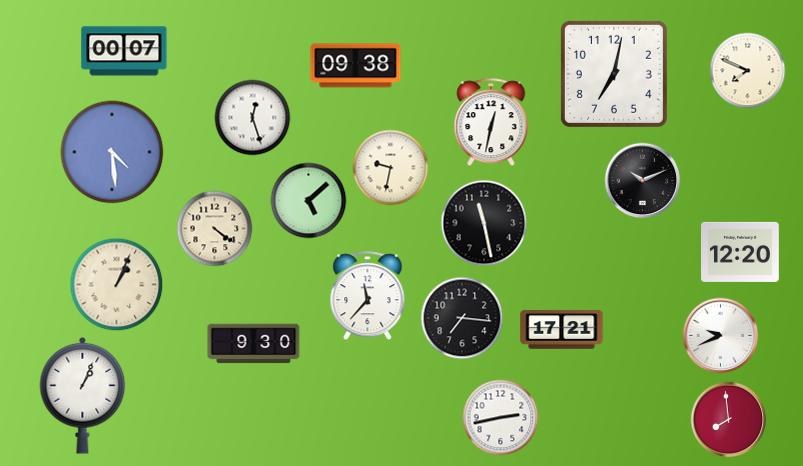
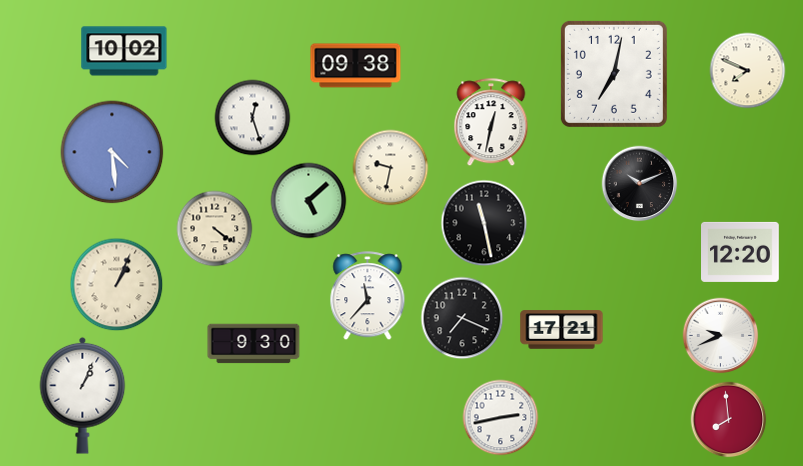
clock at (124, 51): 00:07 -> 10:02
clock at (643, 181) position: (643, 181) -> (640, 184)
clock at (462, 318): 7:16 -> 7:19
